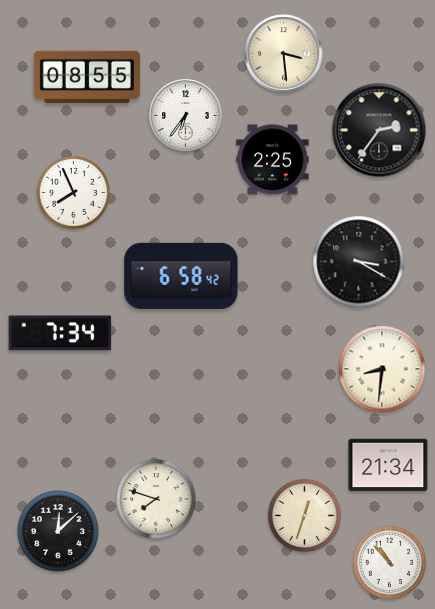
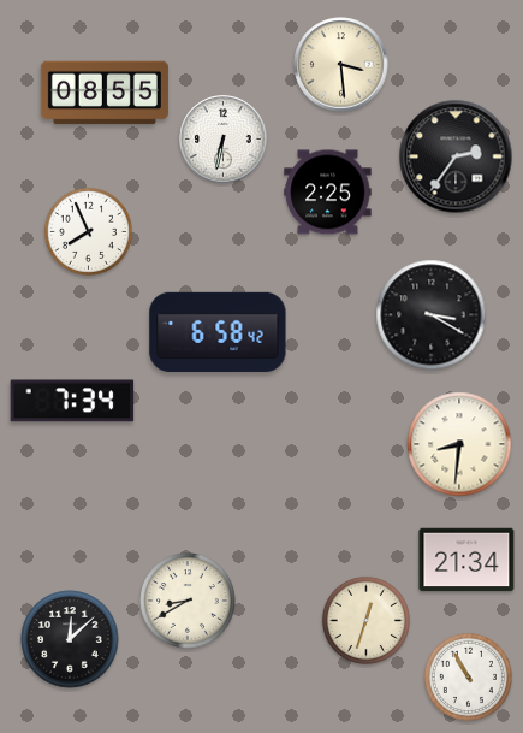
clock at (186, 116): 6:36 -> 6:32
clock at (156, 499): 7:48 -> 8:40
clock at (389, 562): 10:53 -> 10:55
